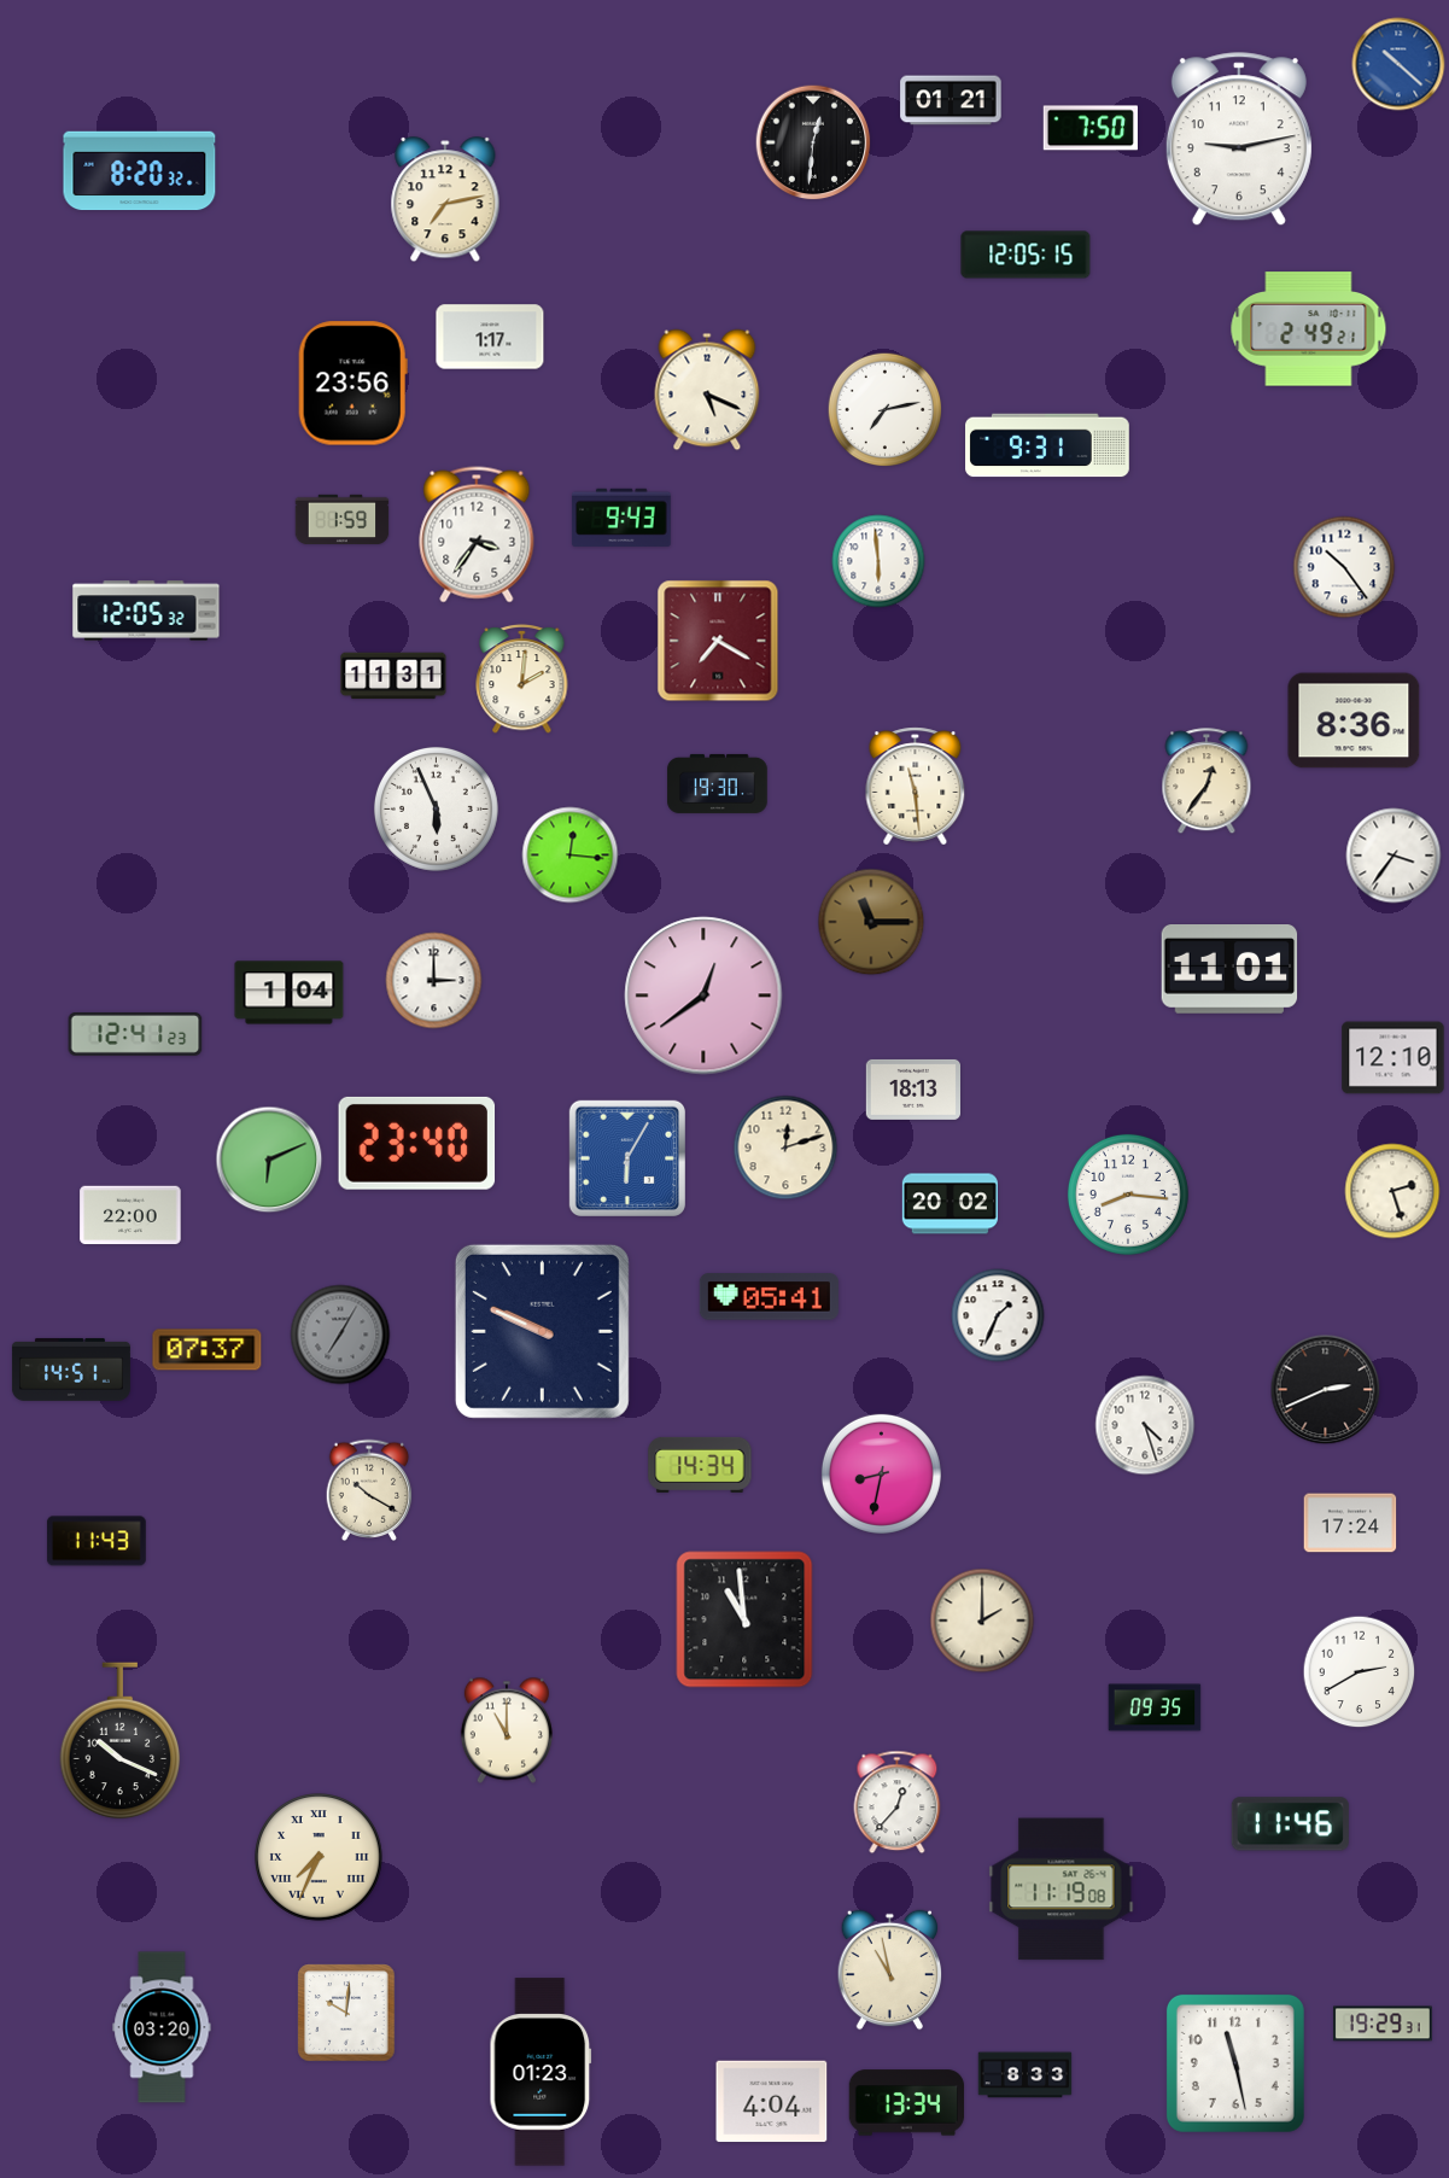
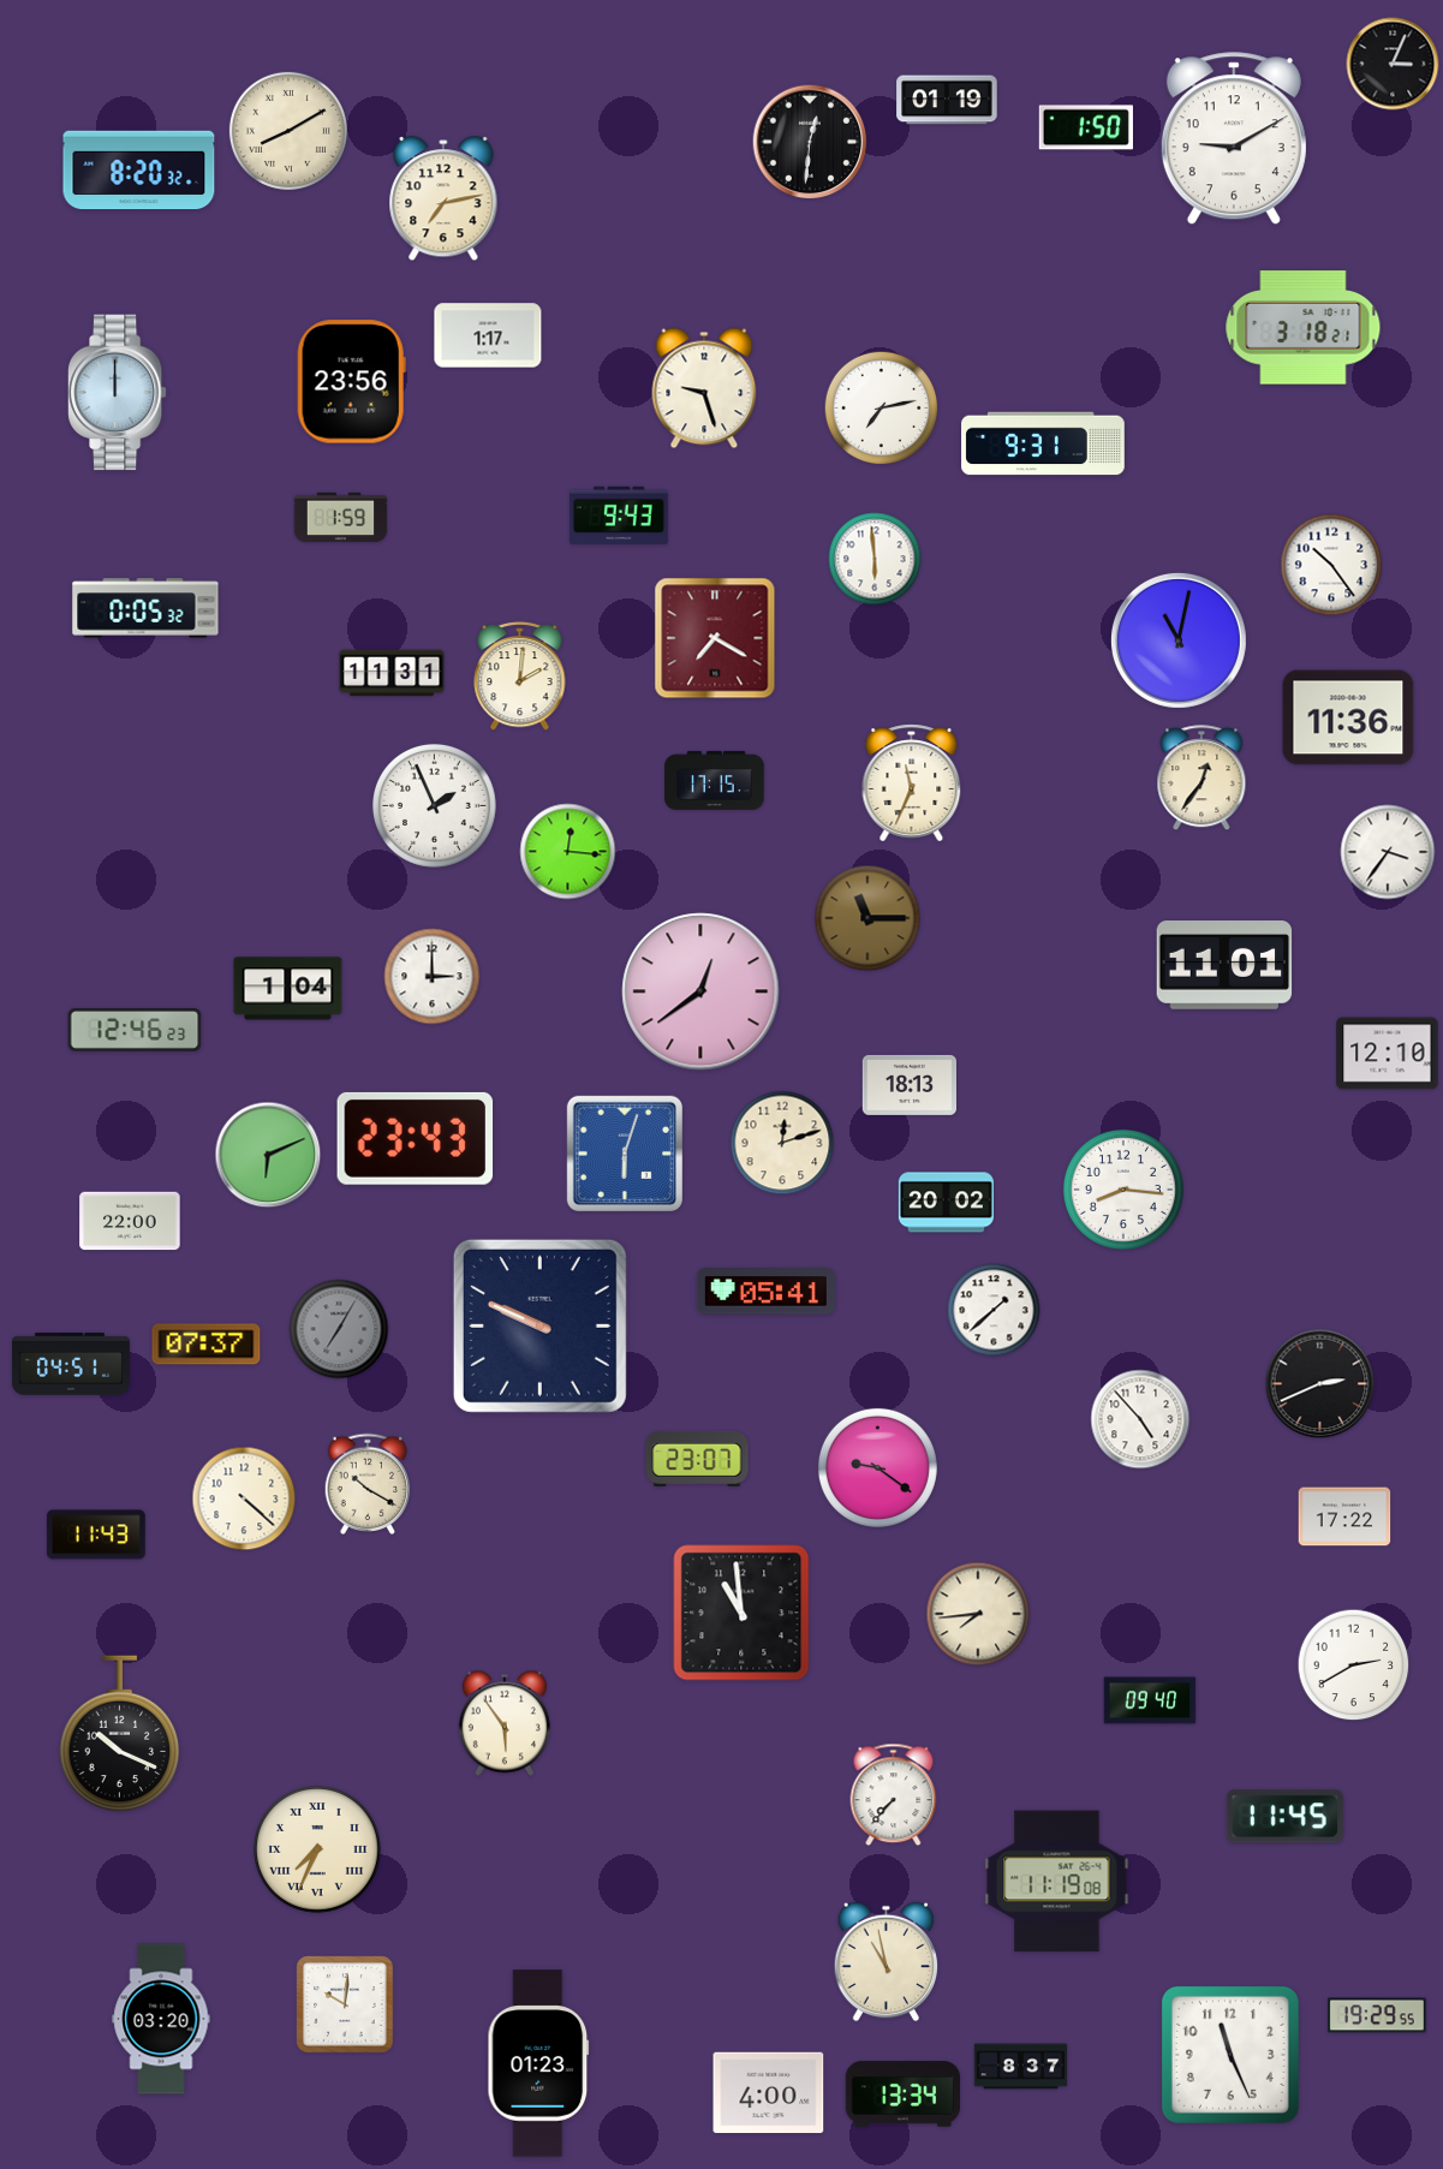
clock at (1398, 64): 10:22 -> 3:04
clock at (1398, 64) dial: blue -> black
clock at (951, 100): 01:21 -> 01:19
clock at (1091, 128): 7:50 -> 1:50
clock at (288, 131): none -> 8:10
clock at (1239, 140): 9:13 -> 9:10
clock at (1026, 255): 12:05 -> none
clock at (1309, 329): 2:49 -> 3:18
clock at (707, 390): 5:19 -> 9:27
clock at (117, 393): none -> 12:00
clock at (477, 535): 3:36 -> none
clock at (1344, 567) position: (1344, 567) -> (1331, 565)
clock at (146, 611): 12:05 -> 0:05
clock at (1179, 640): none -> 11:02
clock at (1354, 720): 8:36 -> 11:36
clock at (718, 783): 19:30 -> 17:15
clock at (916, 787): 11:29 -> 11:34
clock at (436, 808): 5:56 -> 1:56
clock at (135, 1034): 12:41 -> 12:46
clock at (417, 1143): 23:40 -> 23:43
clock at (627, 1158): 6:05 -> 6:03
clock at (1392, 1191): 2:27 -> none
clock at (950, 1204) position: (950, 1204) -> (946, 1203)
clock at (130, 1215) position: (130, 1215) -> (130, 1221)
clock at (998, 1315): 1:34 -> 1:38
clock at (71, 1370): 14:51 -> 04:51
clock at (1145, 1425): 4:27 -> 4:53
clock at (700, 1465): 14:34 -> 23:07
clock at (881, 1473): 8:32 -> 9:21
clock at (244, 1498): none -> 4:22
clock at (1350, 1523): 17:24 -> 17:22
clock at (982, 1621): 2:00 -> 7:44
clock at (1155, 1707): 09:35 -> 09:40
clock at (507, 1730): 11:00 -> 5:54
clock at (898, 1803): 12:37 -> 7:37
clock at (1290, 1824): 11:46 -> 11:45
clock at (1384, 2024): 19:29:31 -> 19:29:55
clock at (1235, 2063): 11:28 -> 11:26
clock at (1026, 2075): 8:33 -> 8:37
clock at (772, 2102): 4:04 -> 4:00
